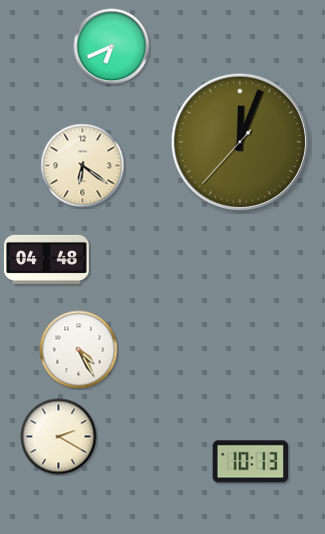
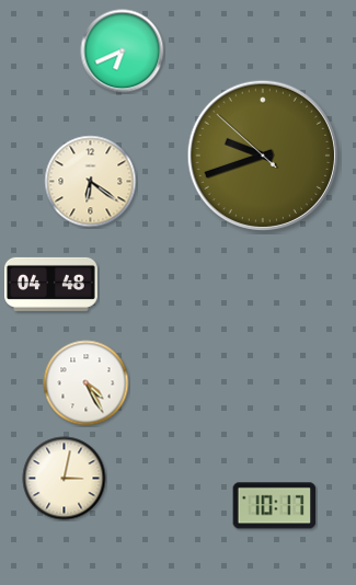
clock at (239, 141): 12:03 -> 9:41
clock at (59, 437): 2:20 -> 3:02
clock at (251, 462): 10:13 -> 10:17
